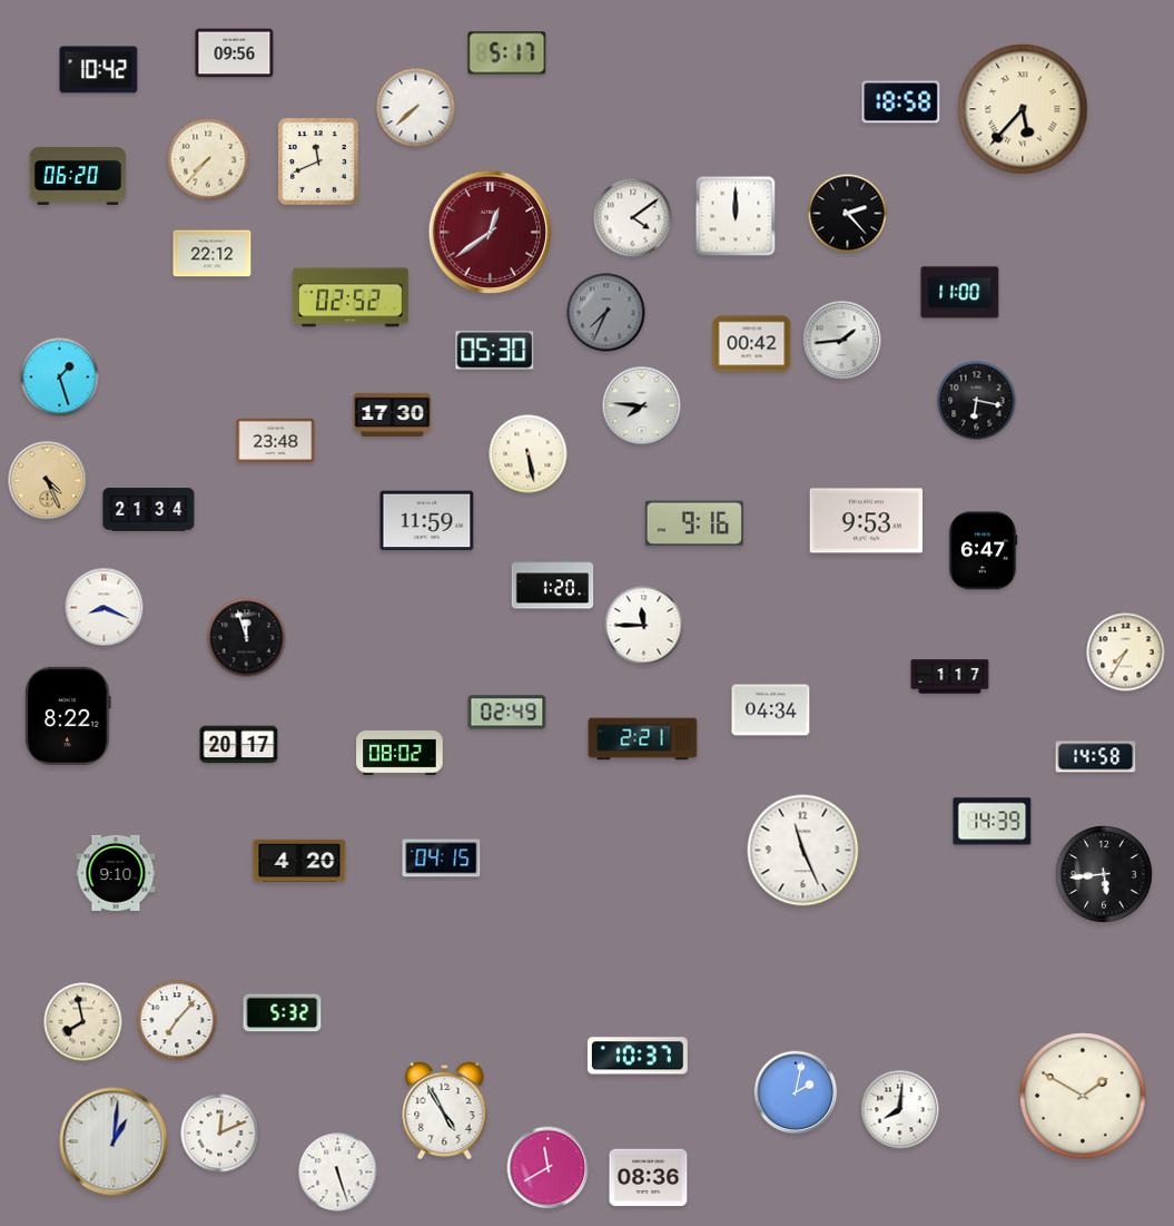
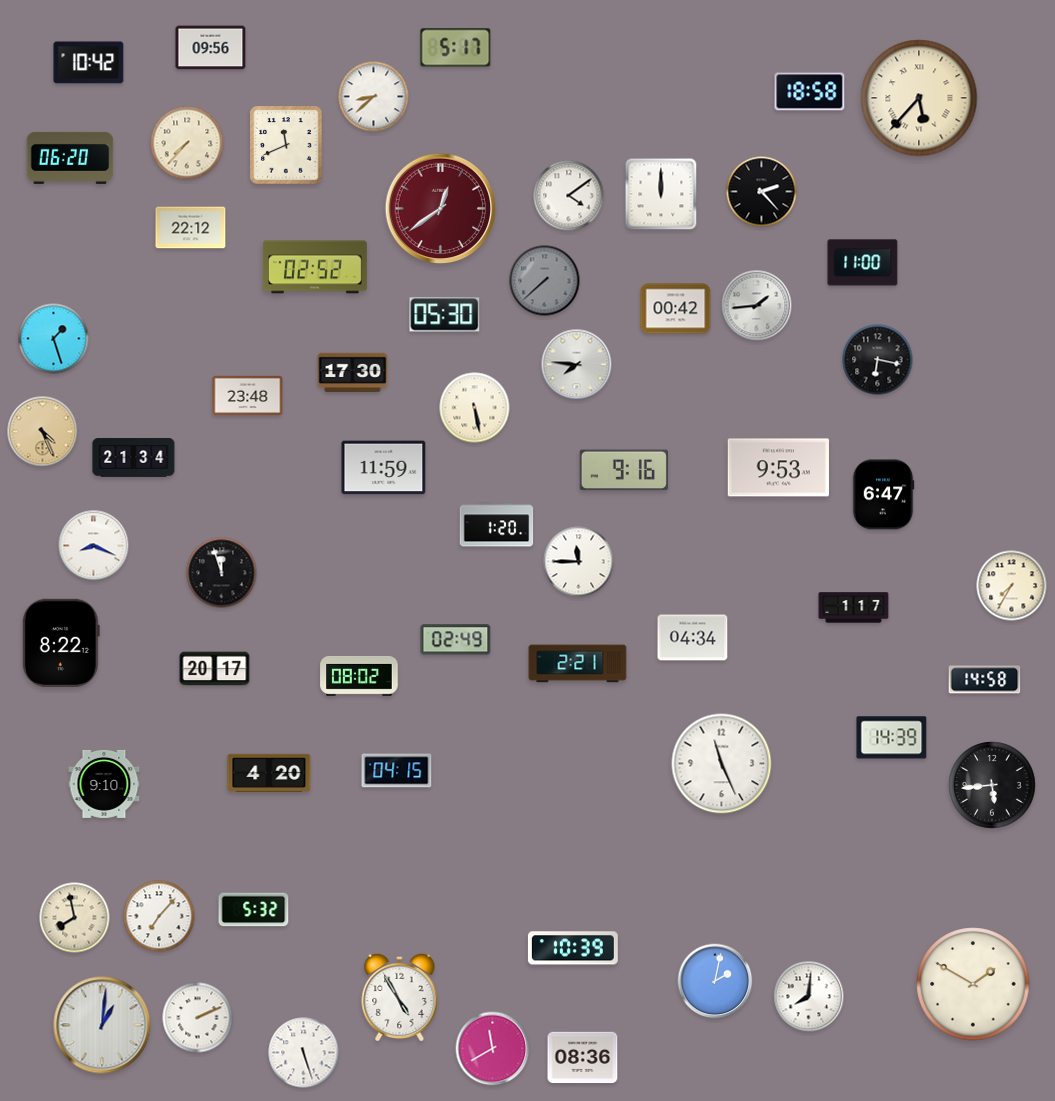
clock at (416, 108): 7:38 -> 8:38
clock at (606, 313): 7:34 -> 7:38
clock at (638, 1056): 10:37 -> 10:39
clock at (220, 1134): 12:11 -> 2:11
